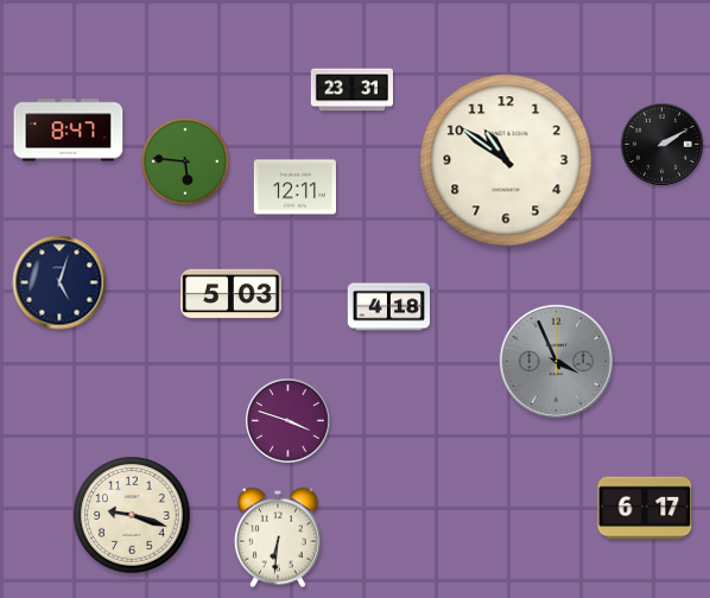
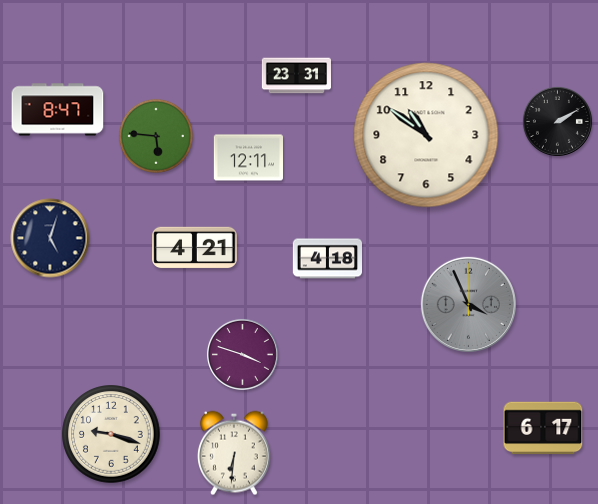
clock at (232, 294): 5:03 -> 4:21
